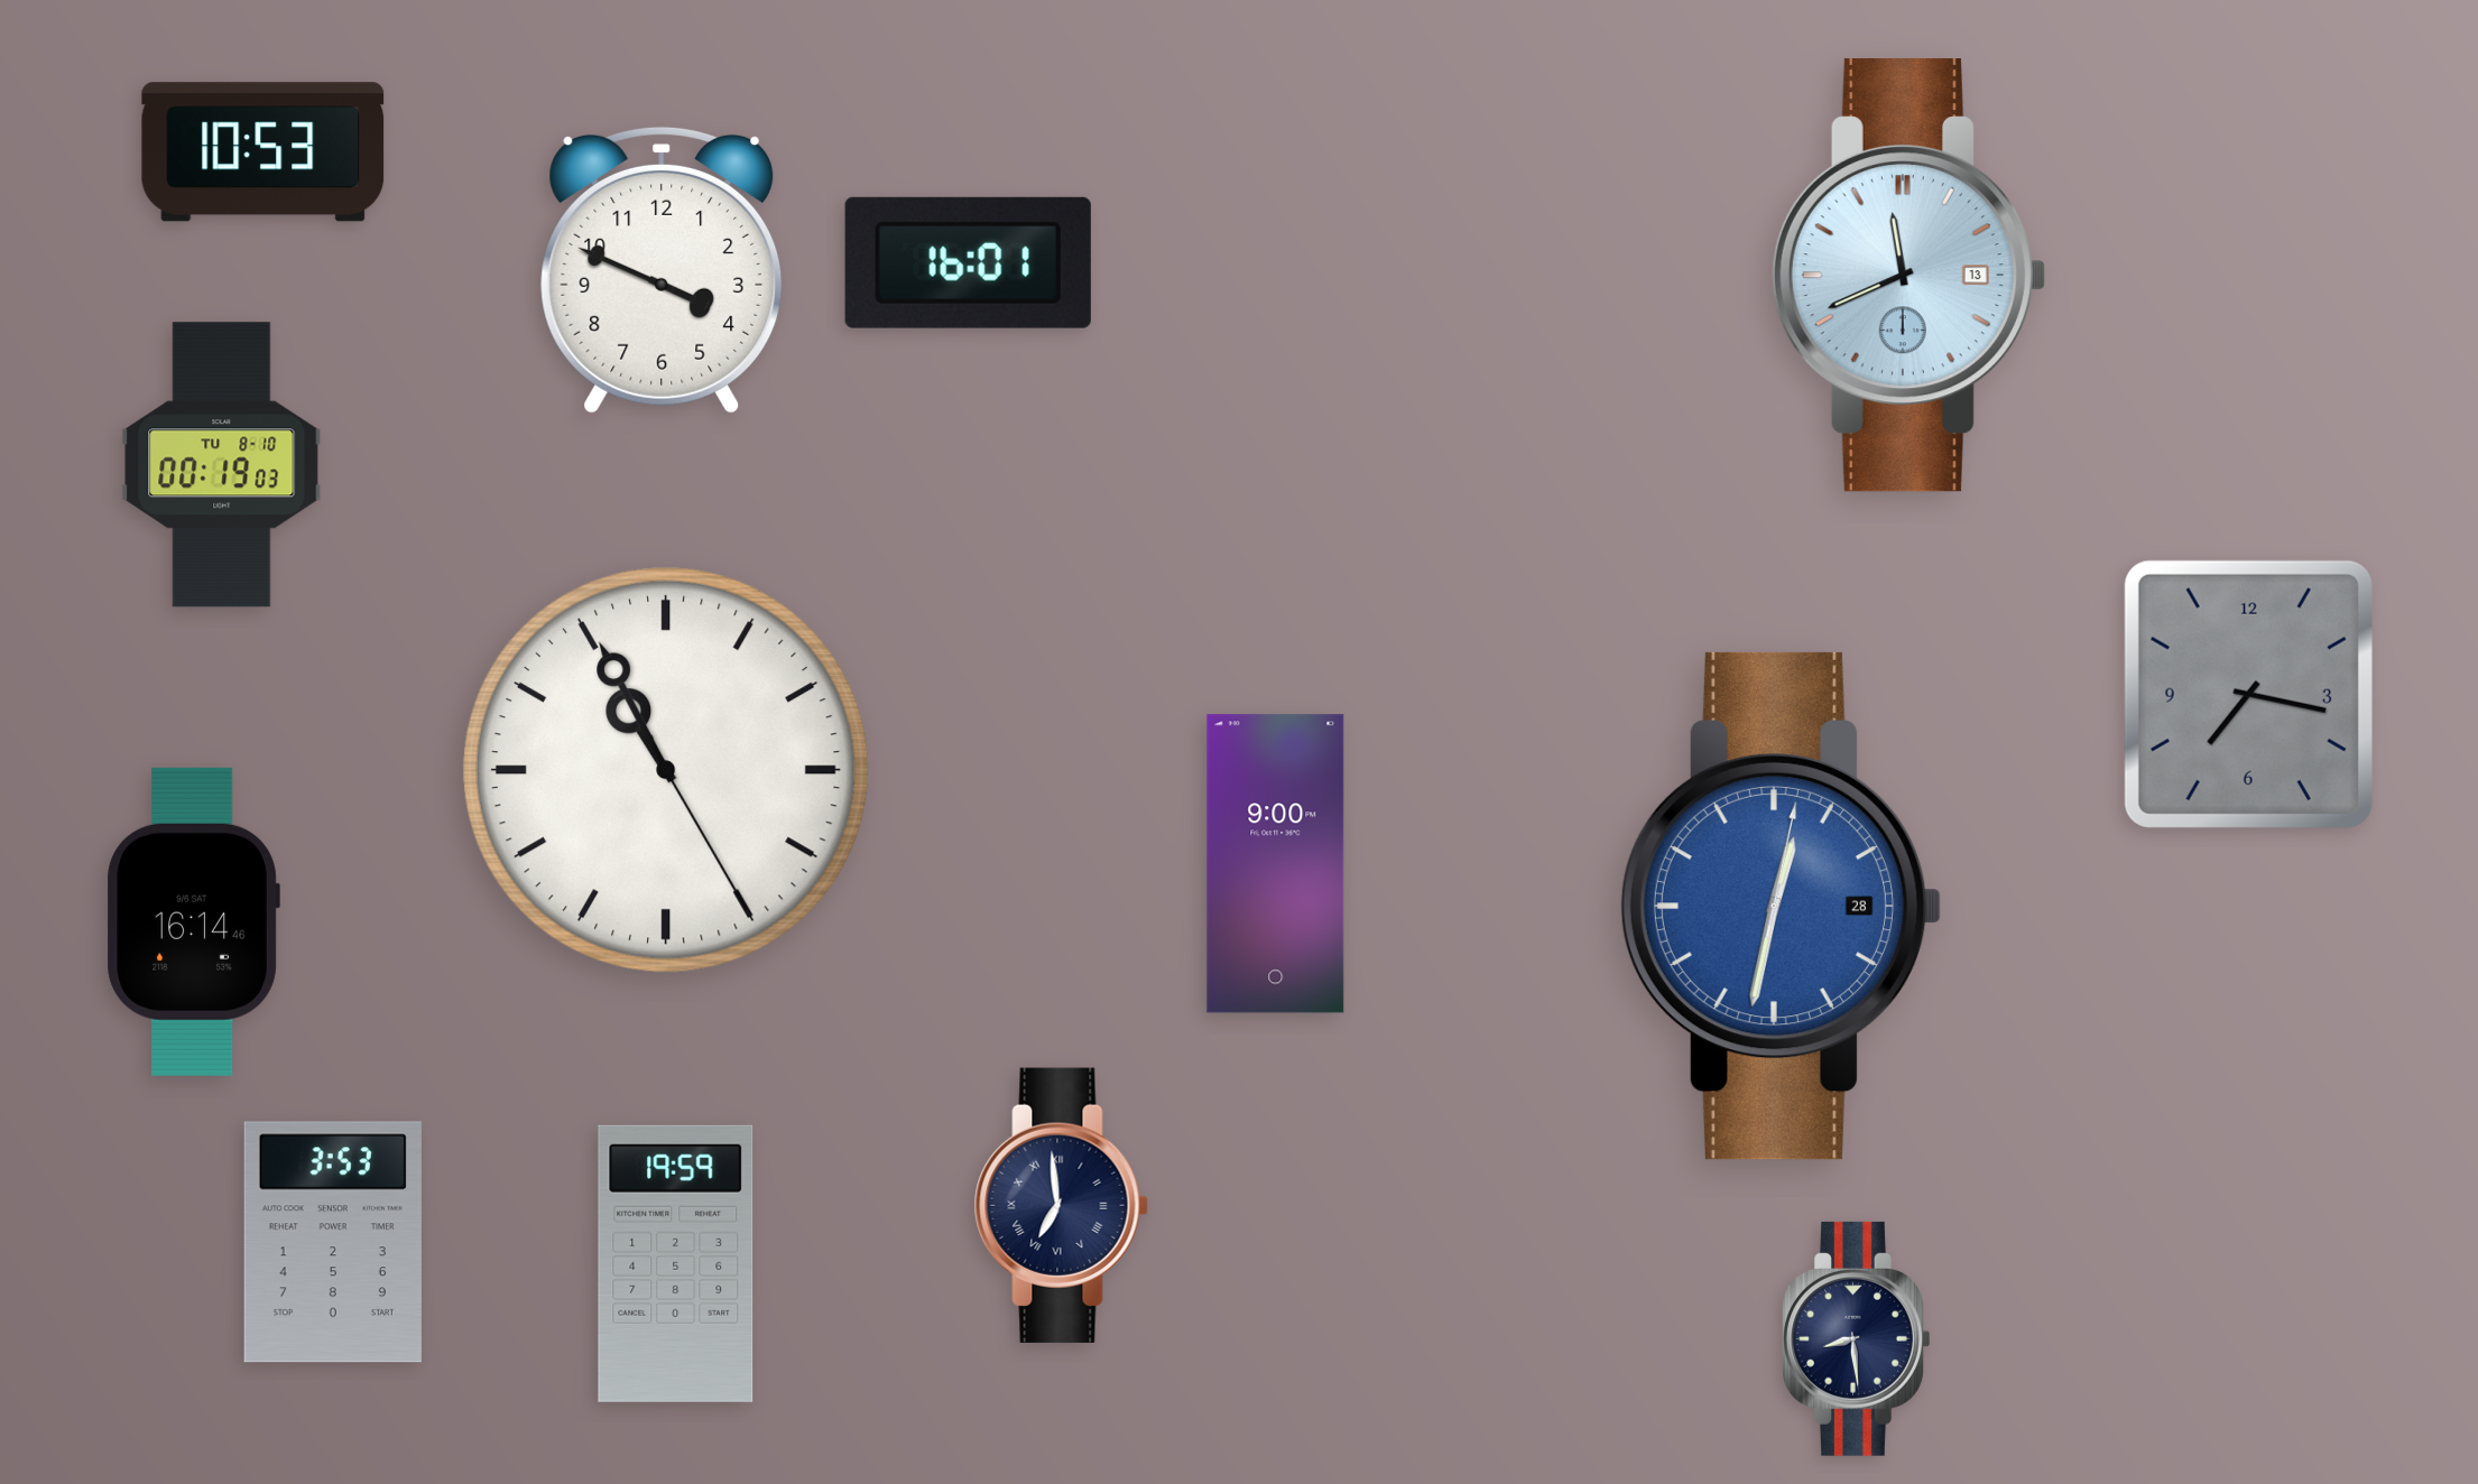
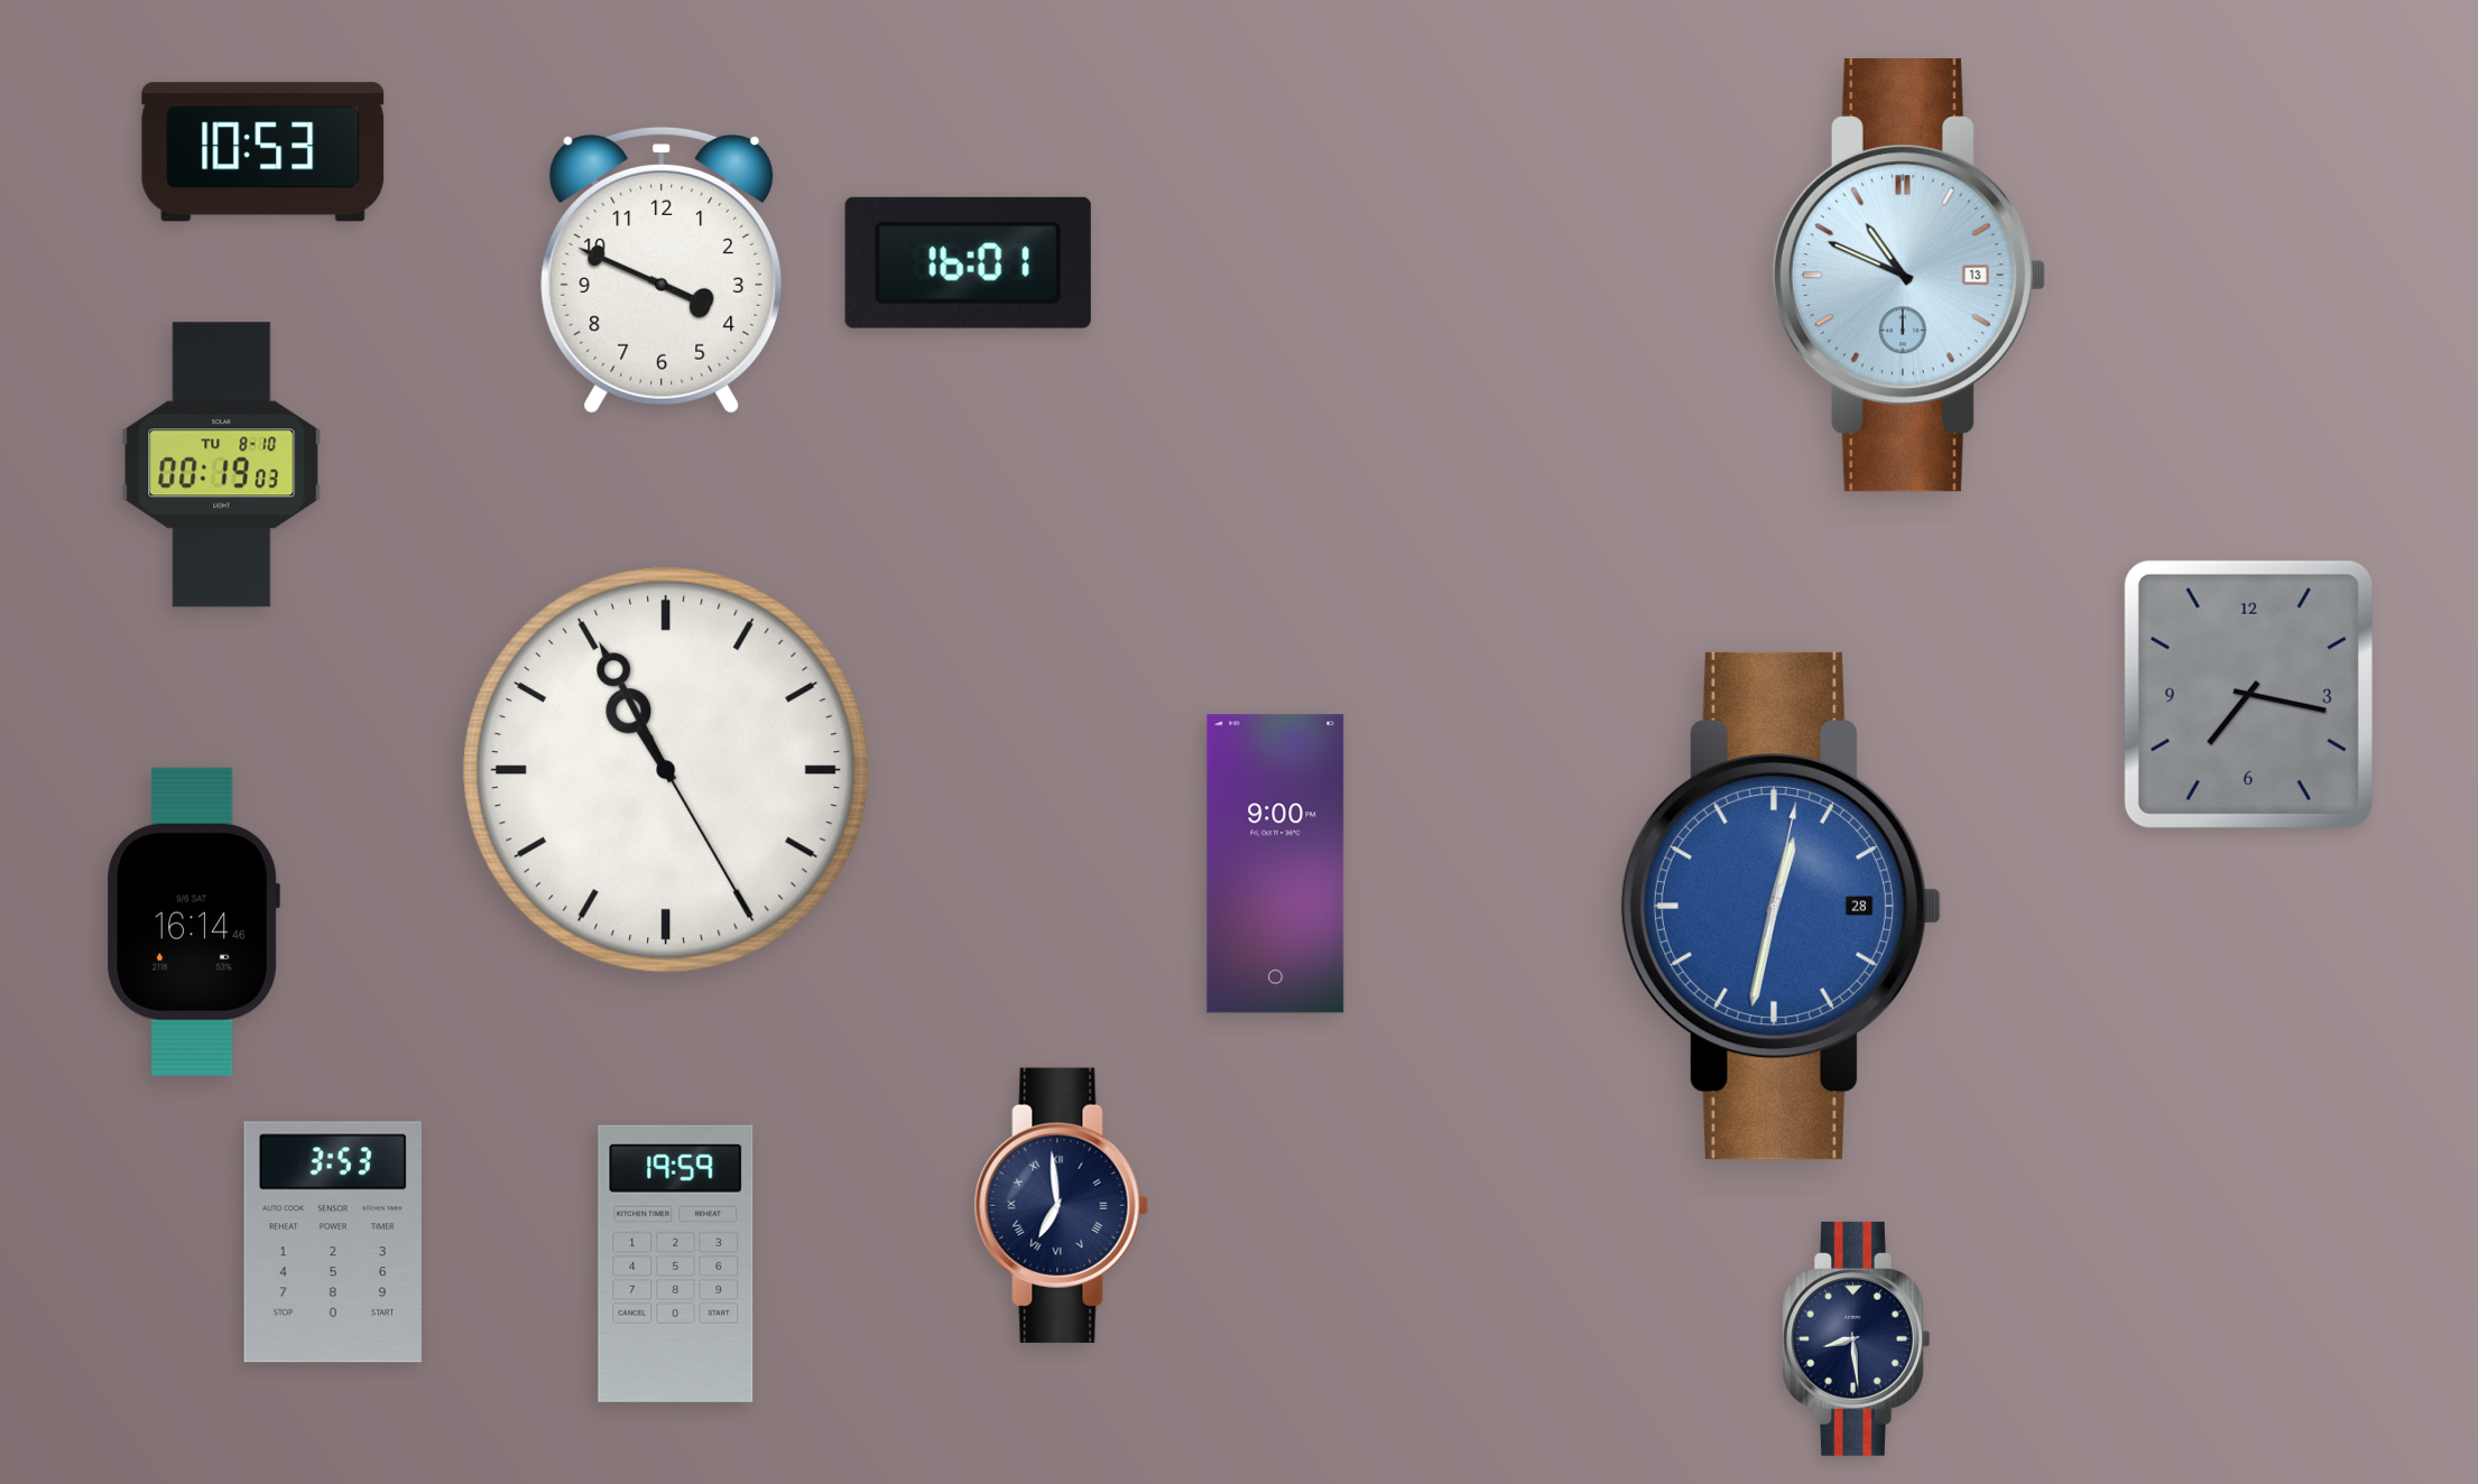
clock at (1908, 276): 11:41 -> 10:49
